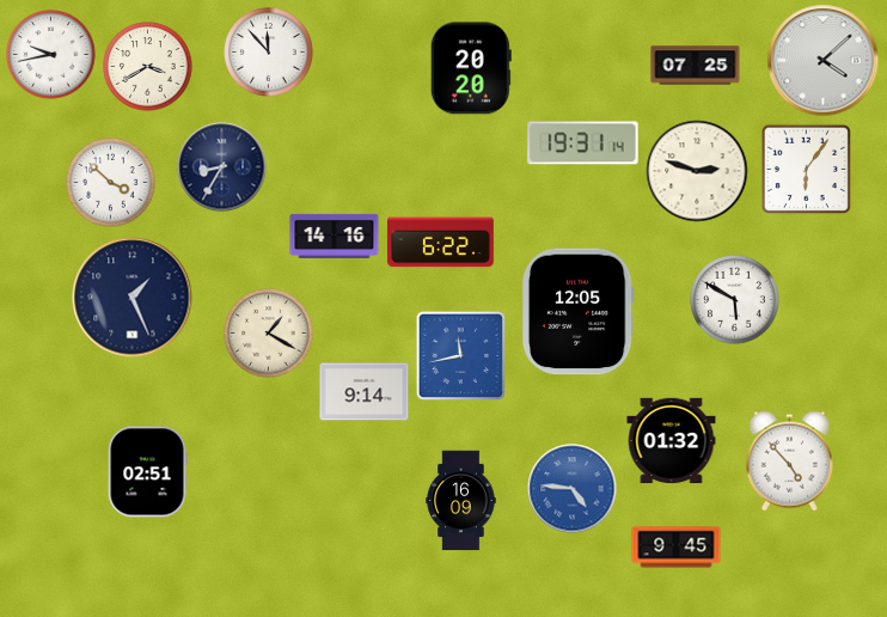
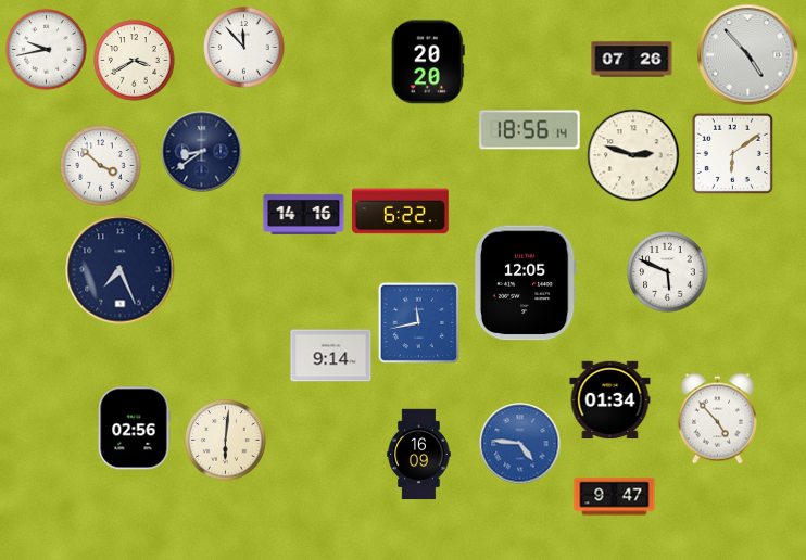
clock at (824, 61): 4:08 -> 4:53
clock at (696, 66): 07:25 -> 07:26
clock at (583, 143): 19:31 -> 18:56
clock at (222, 167): 8:35 -> 8:39
clock at (806, 169): 6:06 -> 6:09
clock at (441, 243) position: (441, 243) -> (401, 212)
clock at (133, 298): 1:26 -> 7:26
clock at (735, 300): 5:50 -> 5:49
clock at (269, 334): 1:20 -> none
clock at (672, 441): 01:32 -> 01:34
clock at (147, 472): 02:51 -> 02:56
clock at (226, 441): none -> 6:01
clock at (677, 548): 9:45 -> 9:47
